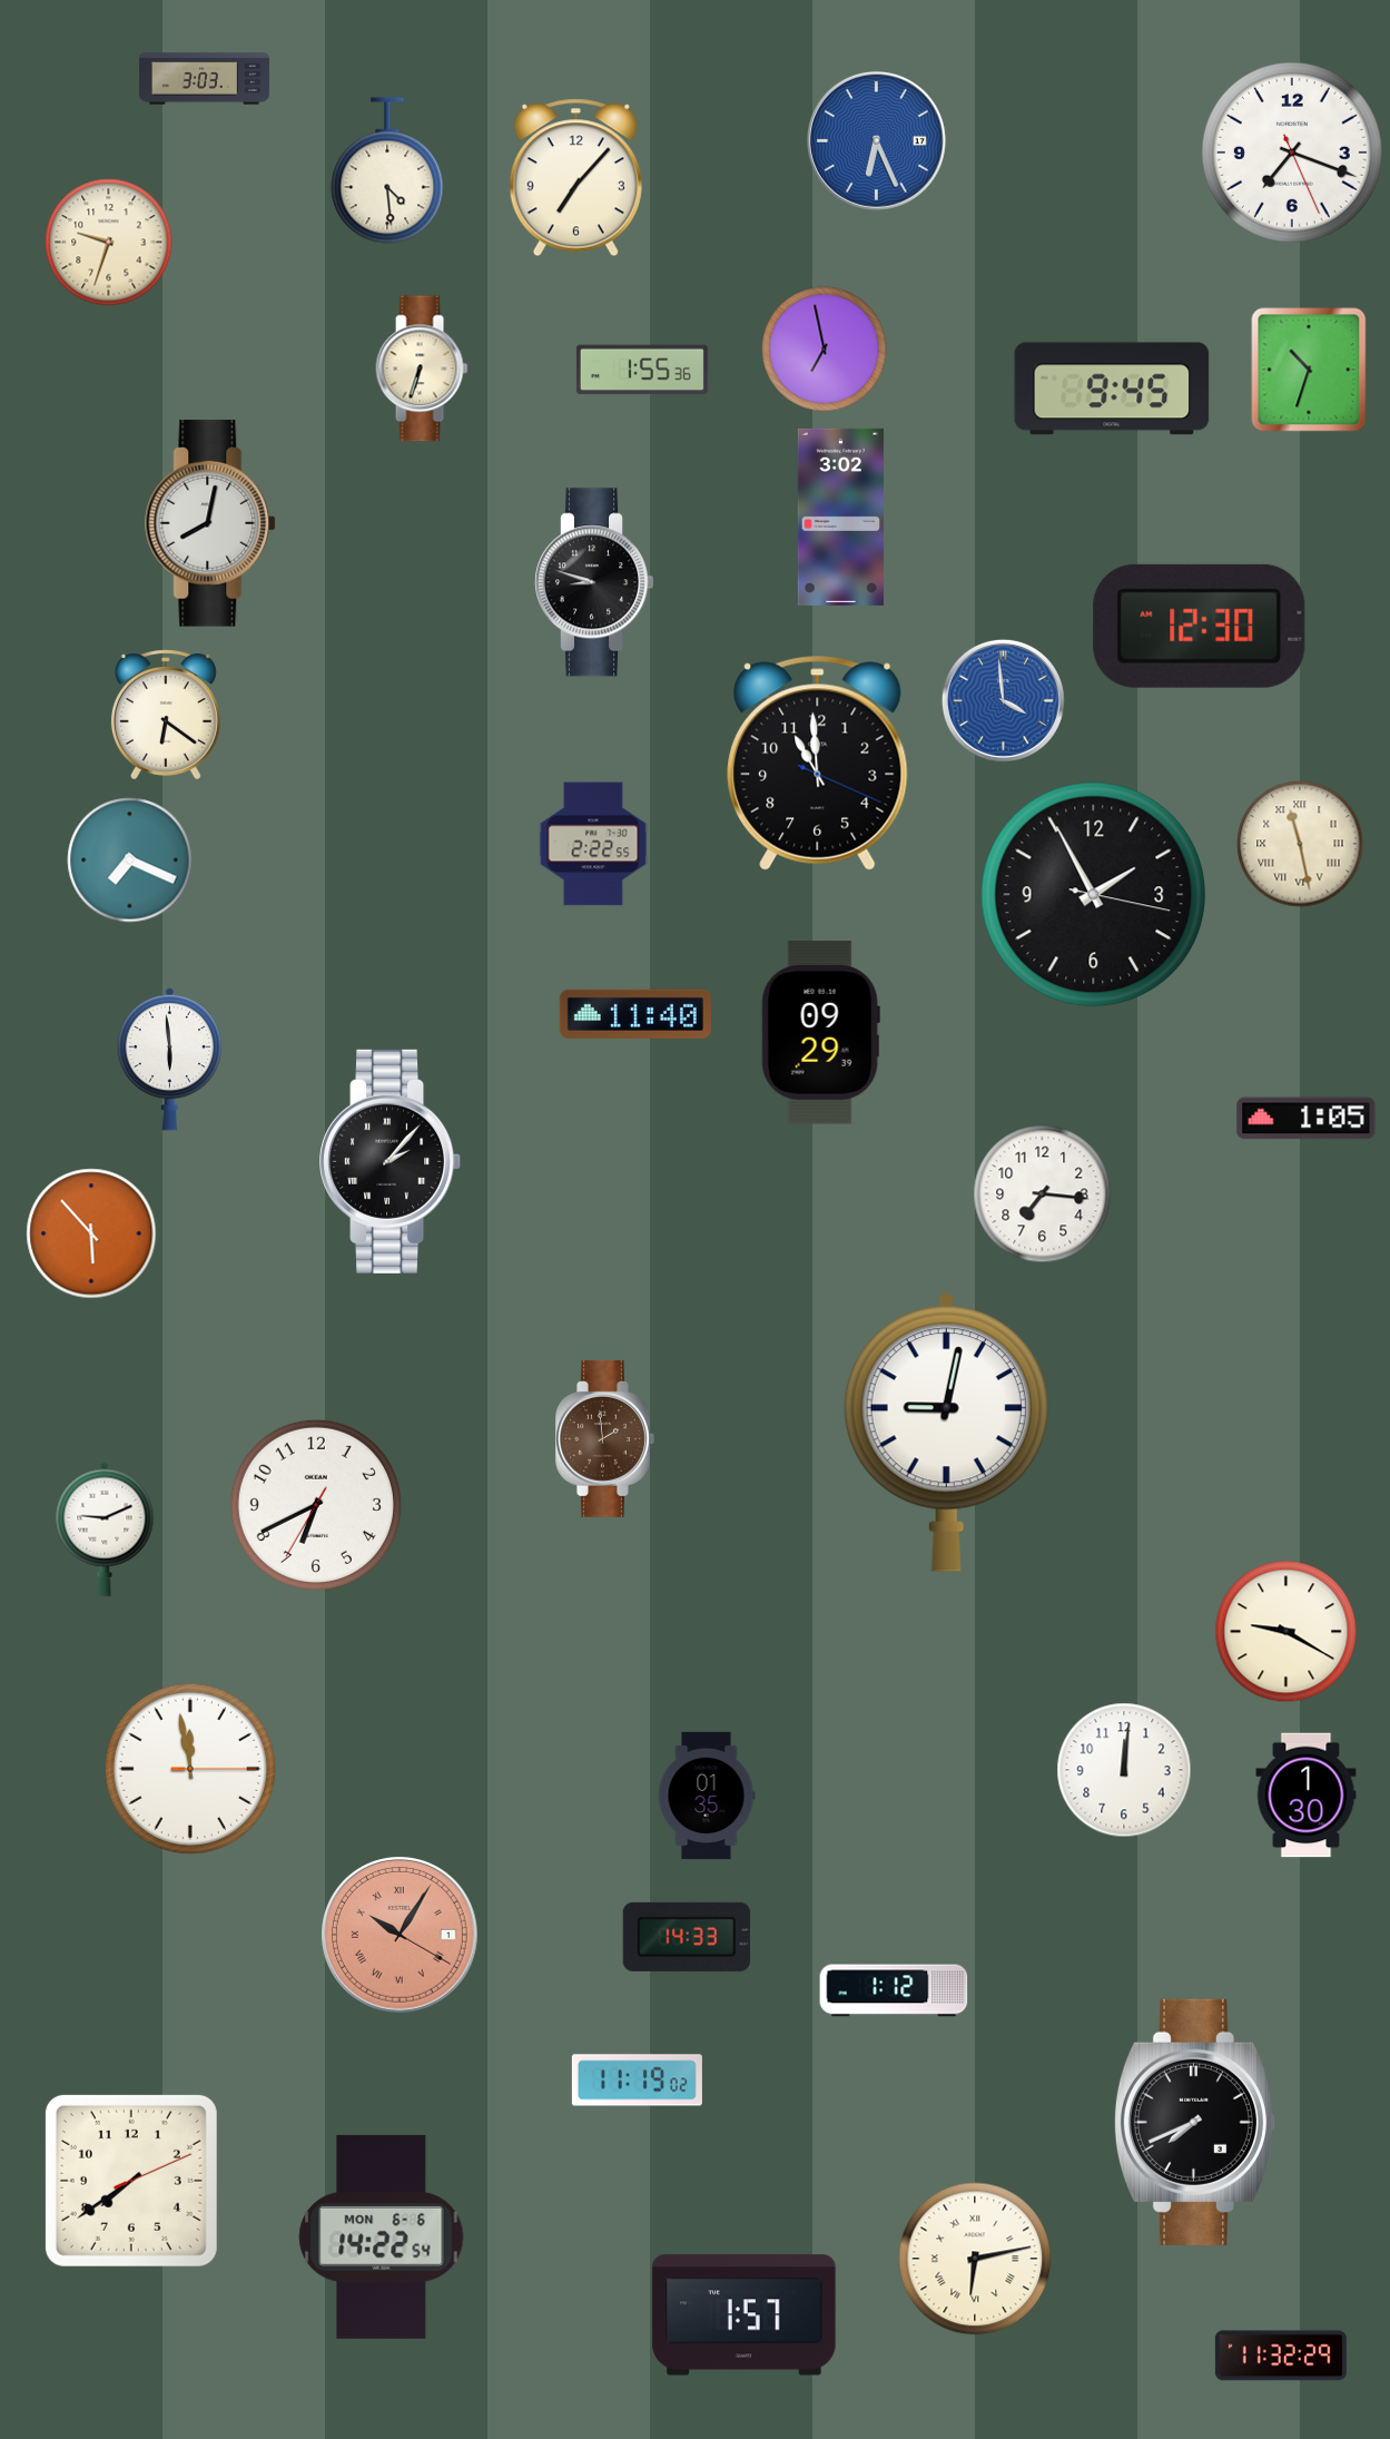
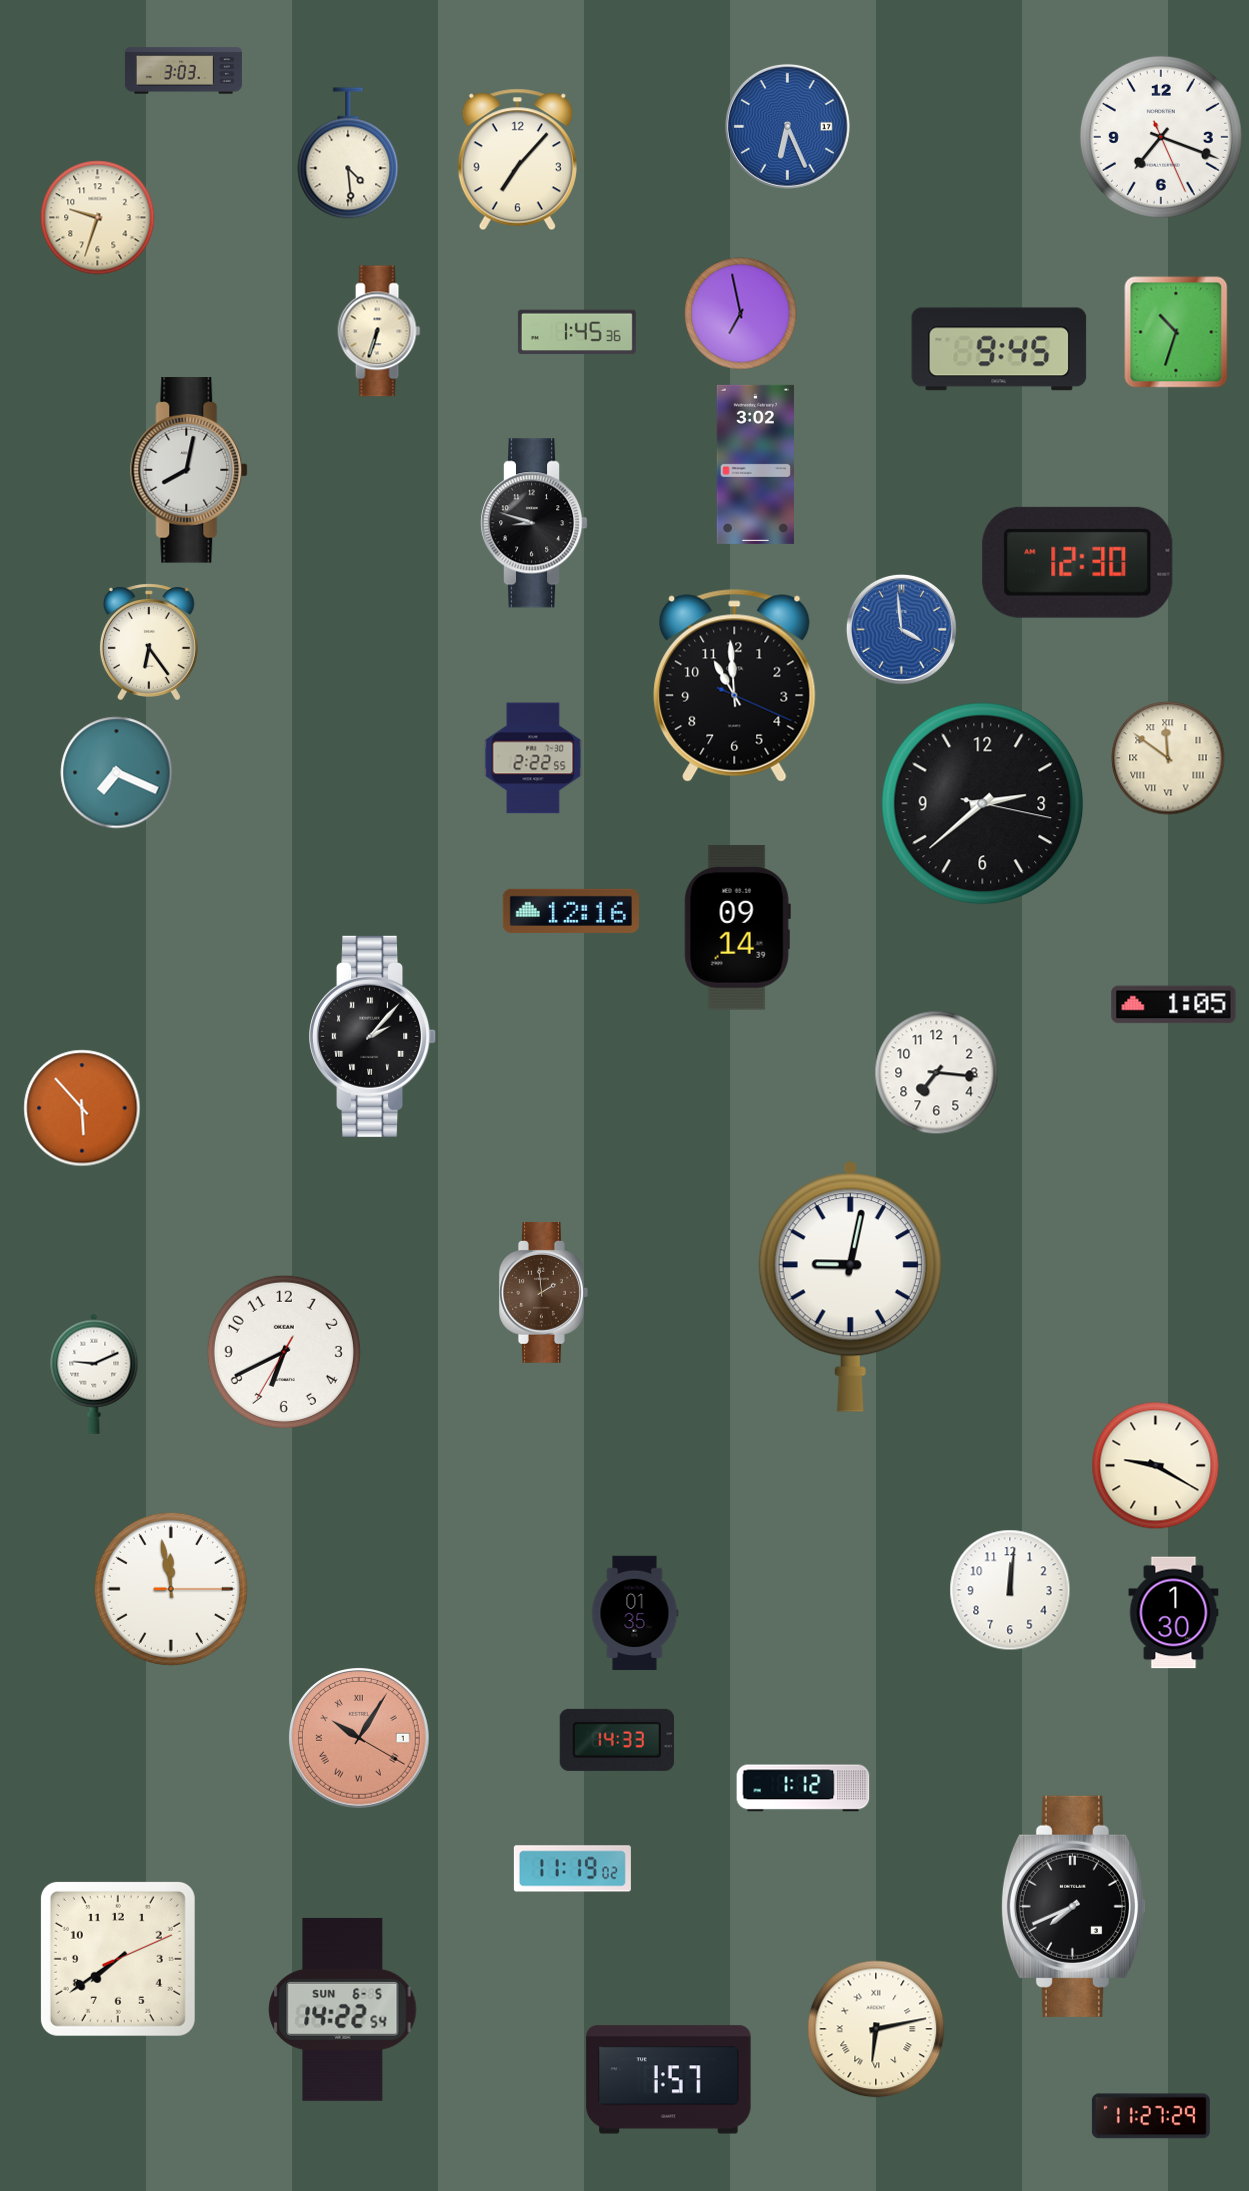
clock at (642, 370): 1:55 -> 1:45
clock at (166, 715): 6:21 -> 6:24
clock at (1300, 844): 11:28 -> 11:51
clock at (1094, 895): 1:55 -> 2:38
clock at (635, 1014): 11:40 -> 12:16
clock at (820, 1033): 09:29 -> 09:14
clock at (170, 1059): 5:59 -> none
clock at (391, 1161) position: (391, 1161) -> (373, 1036)
clock at (382, 2236) date: MON 6-6 -> SUN 6-5
clock at (1281, 2356): 11:32 -> 11:27
